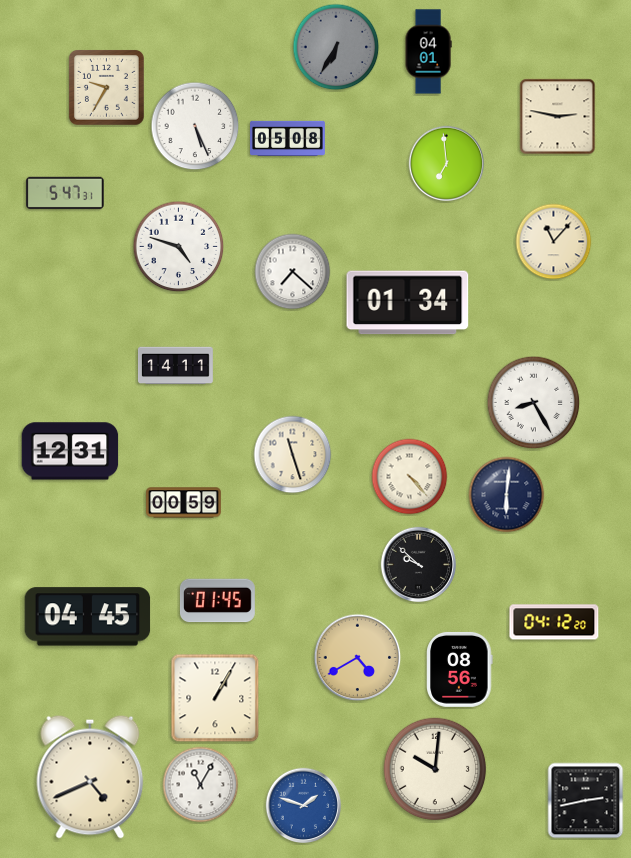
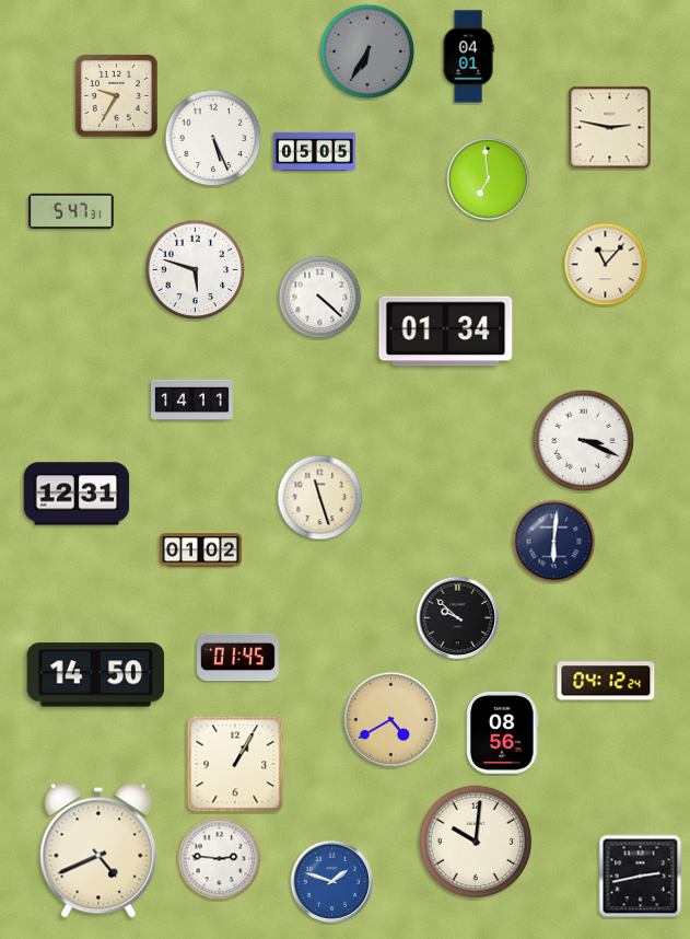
clock at (288, 139): 05:08 -> 05:05
clock at (179, 247): 4:48 -> 5:48
clock at (293, 272): 7:22 -> 4:22
clock at (534, 403): 8:25 -> 3:19
clock at (410, 477): 4:23 -> none
clock at (184, 503): 00:59 -> 01:02
clock at (88, 617): 04:45 -> 14:50
clock at (554, 622): 04:12:20 -> 04:12:24
clock at (201, 785): 11:05 -> 2:46
